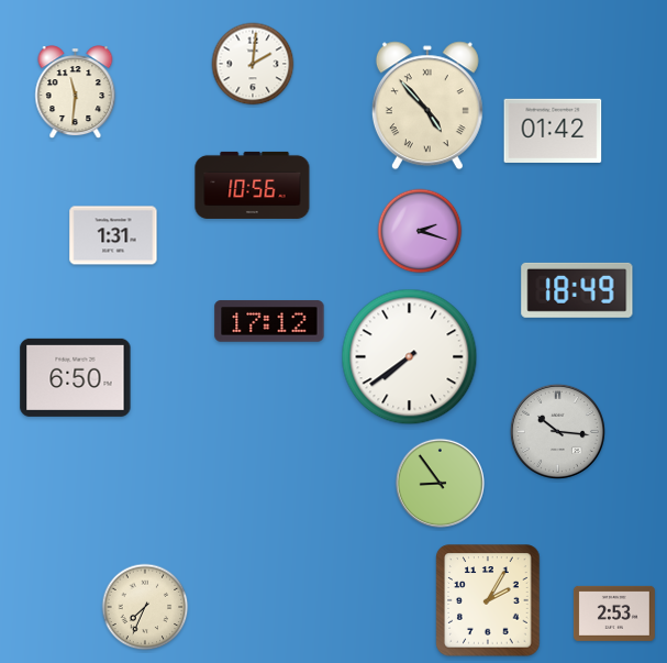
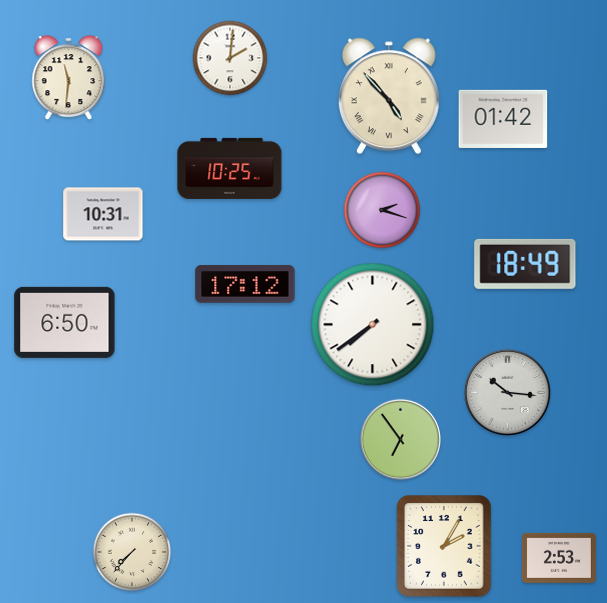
clock at (76, 92) position: (76, 92) -> (69, 78)
clock at (253, 185): 10:56 -> 10:25
clock at (113, 235): 1:31 -> 10:31
clock at (269, 321) position: (269, 321) -> (245, 284)
clock at (76, 377) position: (76, 377) -> (65, 322)
clock at (440, 483): 8:54 -> 6:54
clock at (145, 607): 7:34 -> 7:37
